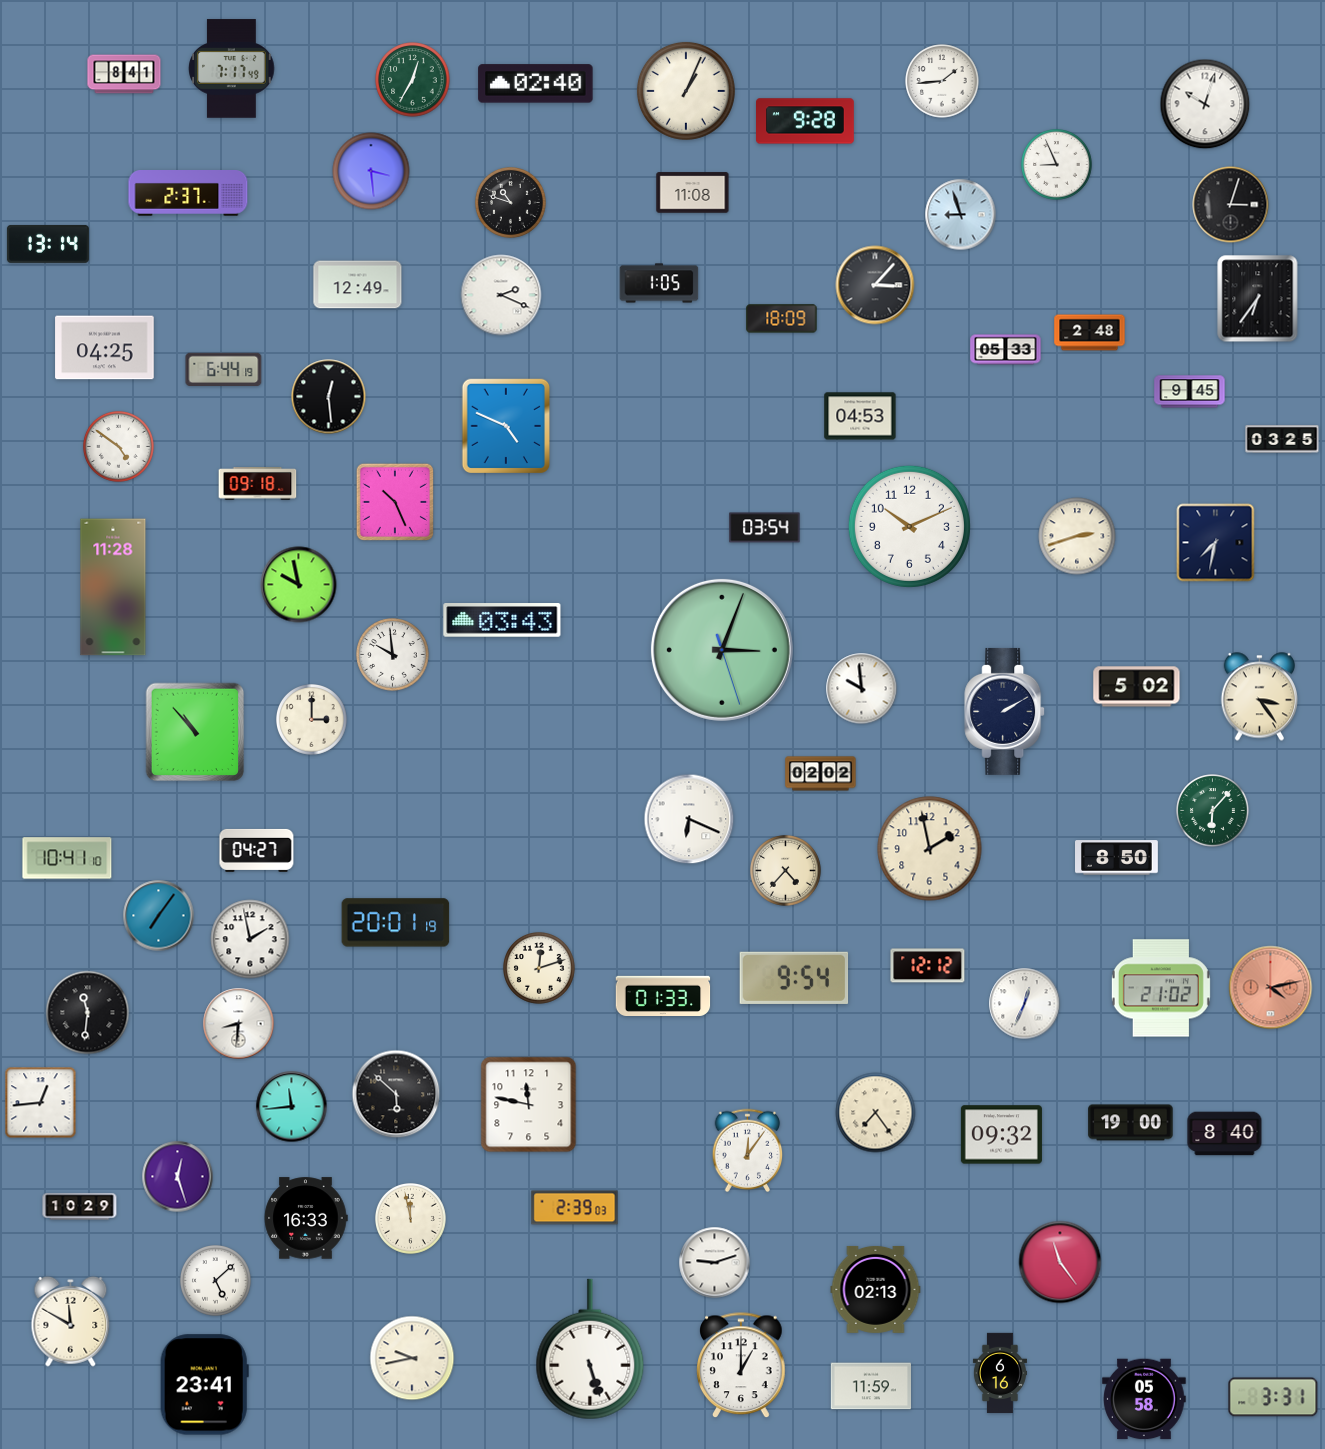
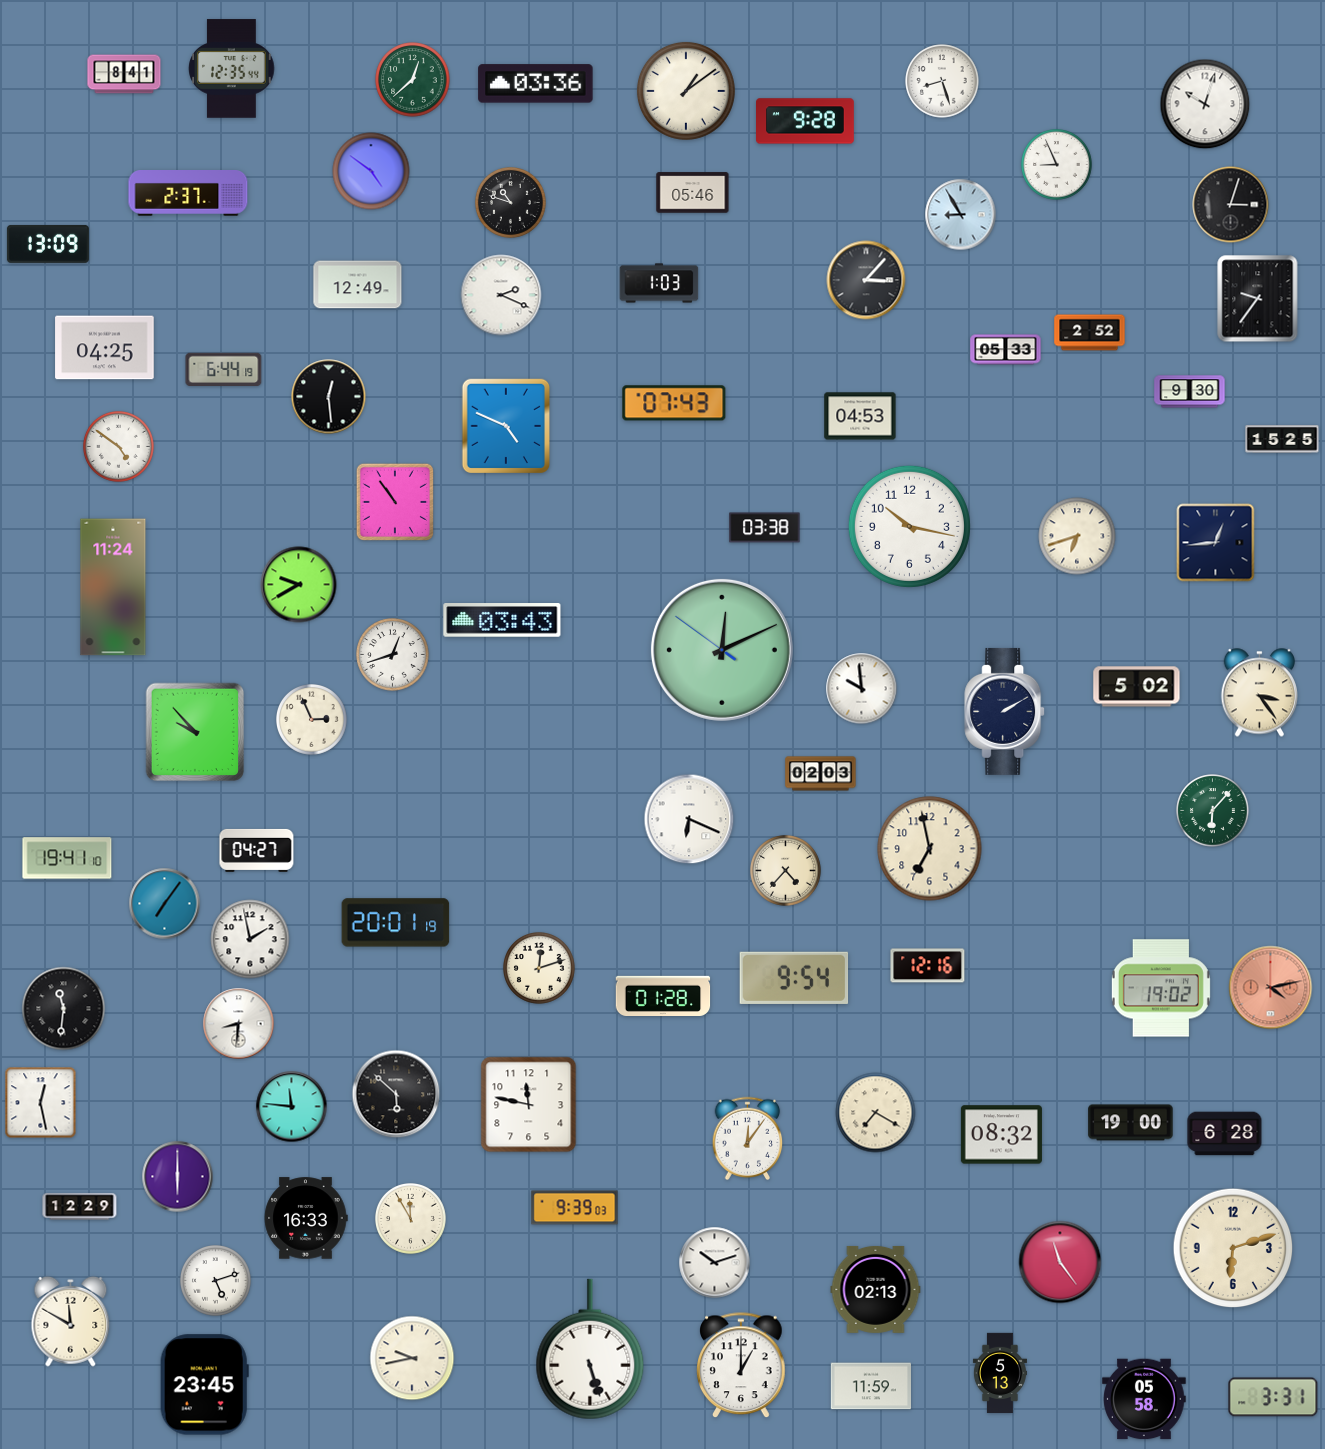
clock at (232, 69): 7:17 -> 12:35
clock at (413, 80): 12:35 -> 12:38
clock at (942, 81): 1:44 -> 8:27
clock at (536, 84): 02:40 -> 03:36
clock at (686, 91): 1:04 -> 1:09
clock at (371, 171): 3:29 -> 4:51
clock at (693, 193): 11:08 -> 05:46
clock at (961, 215): 8:57 -> 8:55
clock at (48, 244): 13:14 -> 13:09
clock at (659, 283): 1:05 -> 1:03
clock at (875, 285) position: (875, 285) -> (866, 280)
clock at (1258, 299): 6:36 -> 9:36
clock at (782, 319): 18:09 -> none
clock at (1090, 333): 2:48 -> 2:52
clock at (1190, 392): 9:45 -> 9:30
clock at (674, 403): none -> 07:43
clock at (1282, 439): 03:25 -> 15:25
clock at (258, 484): 09:18 -> none
clock at (395, 502): 10:26 -> 10:54
clock at (909, 526): 10:11 -> 10:17
clock at (765, 528): 03:54 -> 03:38
clock at (1077, 536): 2:42 -> 6:42
clock at (1216, 543): 7:32 -> 12:44
clock at (299, 585): 9:58 -> 9:40
clock at (113, 587): 11:28 -> 11:24
clock at (722, 650): 3:03 -> 12:10
clock at (393, 655): 9:59 -> 12:42
clock at (1260, 697) position: (1260, 697) -> (1260, 693)
clock at (312, 720): 3:00 -> 2:56
clock at (195, 732): 10:53 -> 9:53
clock at (821, 774): 02:02 -> 02:03
clock at (930, 849): 1:58 -> 6:58
clock at (67, 858): 10:41 -> 19:41
clock at (1117, 858): 8:50 -> none
clock at (159, 916) position: (159, 916) -> (165, 904)
clock at (928, 966): 12:12 -> 12:16
clock at (1161, 988): 21:02 -> 19:02
clock at (663, 995): 01:33 -> 01:28
clock at (1025, 1004): 12:34 -> none
clock at (88, 1013) position: (88, 1013) -> (64, 1009)
clock at (41, 1103): 12:44 -> 12:28
clock at (292, 1107): 11:44 -> 11:46
clock at (876, 1113): 7:24 -> 7:20
clock at (1225, 1134): 8:40 -> 6:28
clock at (1001, 1135): 09:32 -> 08:32
clock at (748, 1151) position: (748, 1151) -> (748, 1139)
clock at (178, 1177): 12:27 -> 6:00
clock at (80, 1207): 10:29 -> 12:29
clock at (575, 1208): 2:39 -> 9:39
clock at (411, 1219): 11:58 -> 11:55
clock at (1233, 1248): none -> 6:12
clock at (715, 1263): 9:12 -> 10:12
clock at (216, 1281): 5:08 -> 5:12
clock at (1000, 1373): 6:16 -> 5:13
clock at (204, 1385): 23:41 -> 23:45
